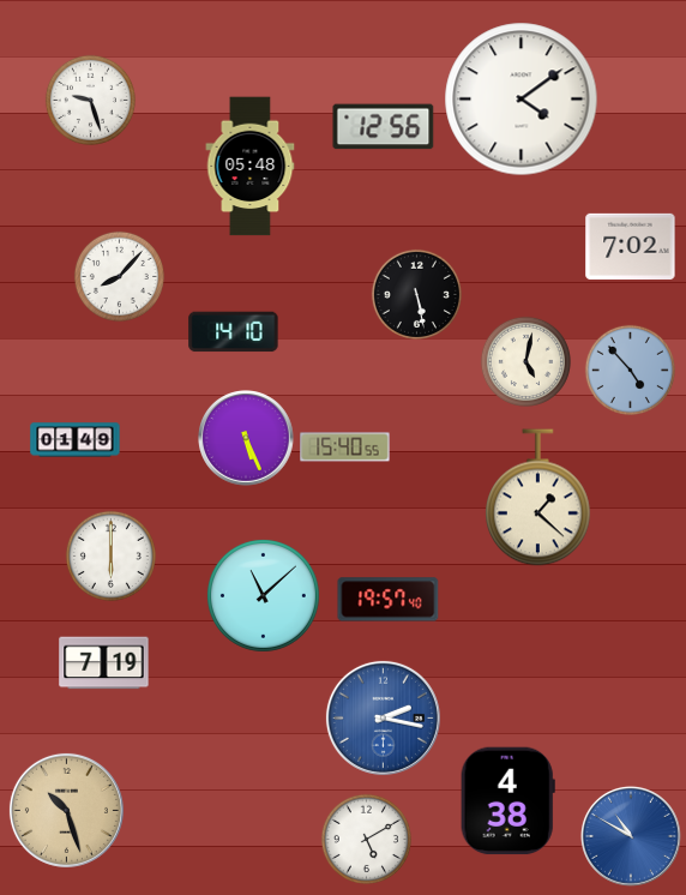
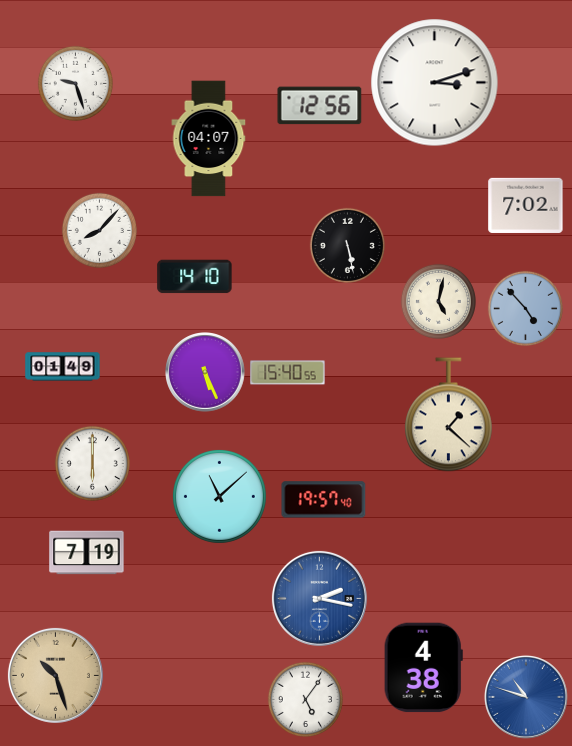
clock at (522, 100): 4:09 -> 3:12
clock at (251, 167): 05:48 -> 04:07
clock at (247, 439) position: (247, 439) -> (206, 373)
clock at (631, 836): 10:50 -> 10:48
clock at (366, 839): 5:10 -> 5:06
